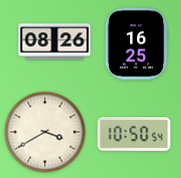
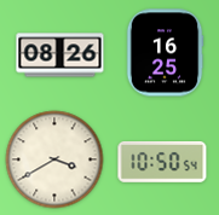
clock at (55, 42) position: (55, 42) -> (60, 56)
